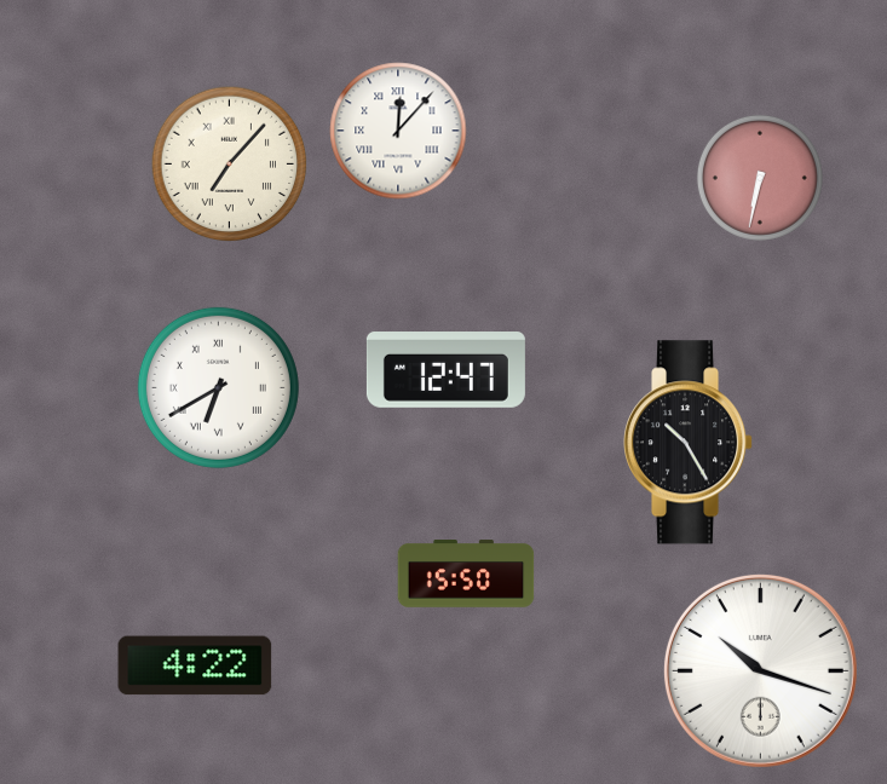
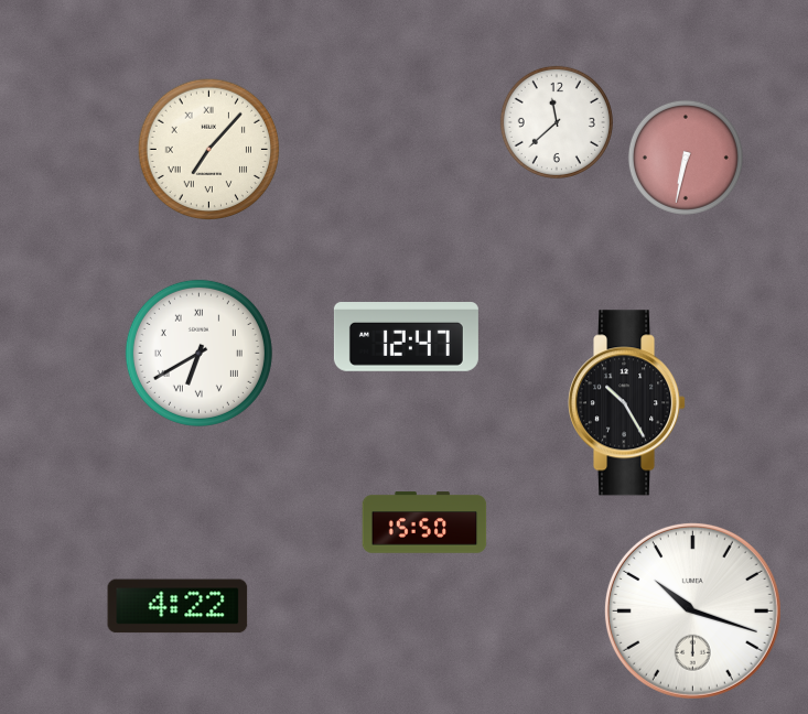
clock at (398, 131): 12:07 -> none
clock at (557, 122): none -> 11:38
clock at (760, 178) position: (760, 178) -> (686, 158)
